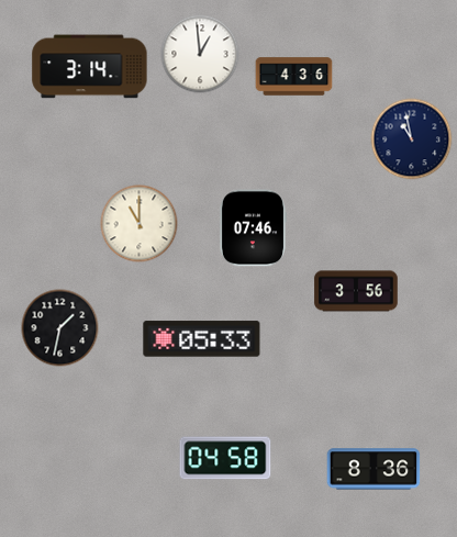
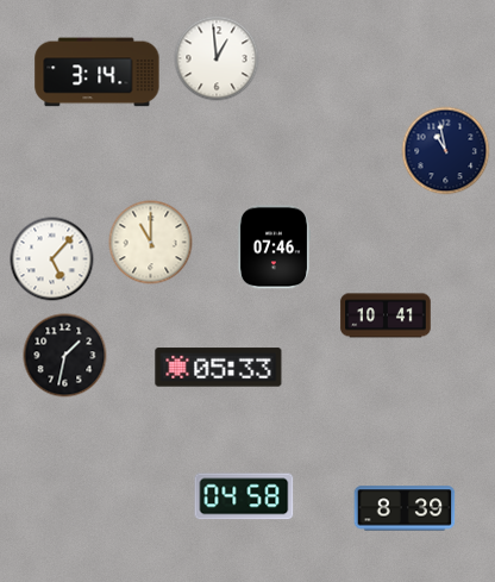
clock at (294, 77): 4:36 -> none
clock at (52, 259): none -> 5:07
clock at (356, 291): 3:56 -> 10:41
clock at (374, 469): 8:36 -> 8:39
